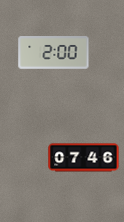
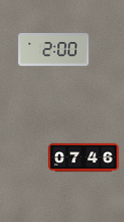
clock at (54, 53) position: (54, 53) -> (54, 50)
